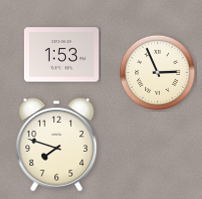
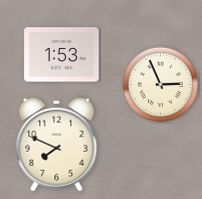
clock at (158, 73) position: (158, 73) -> (161, 85)
clock at (57, 145): 7:48 -> 7:49
